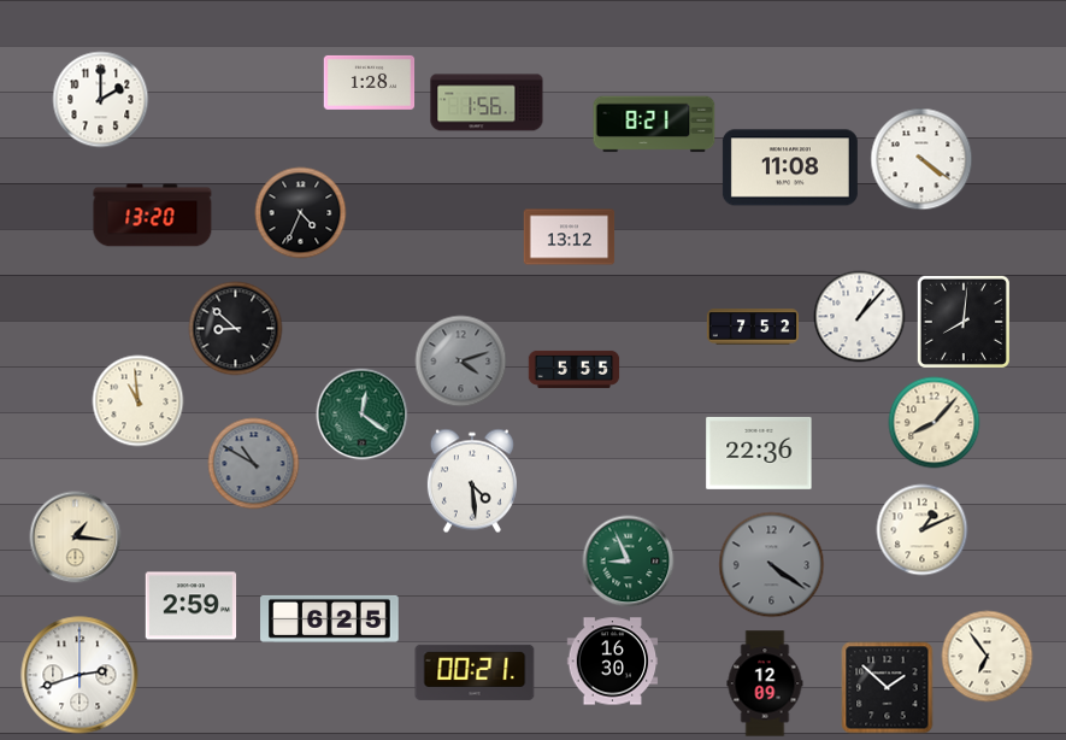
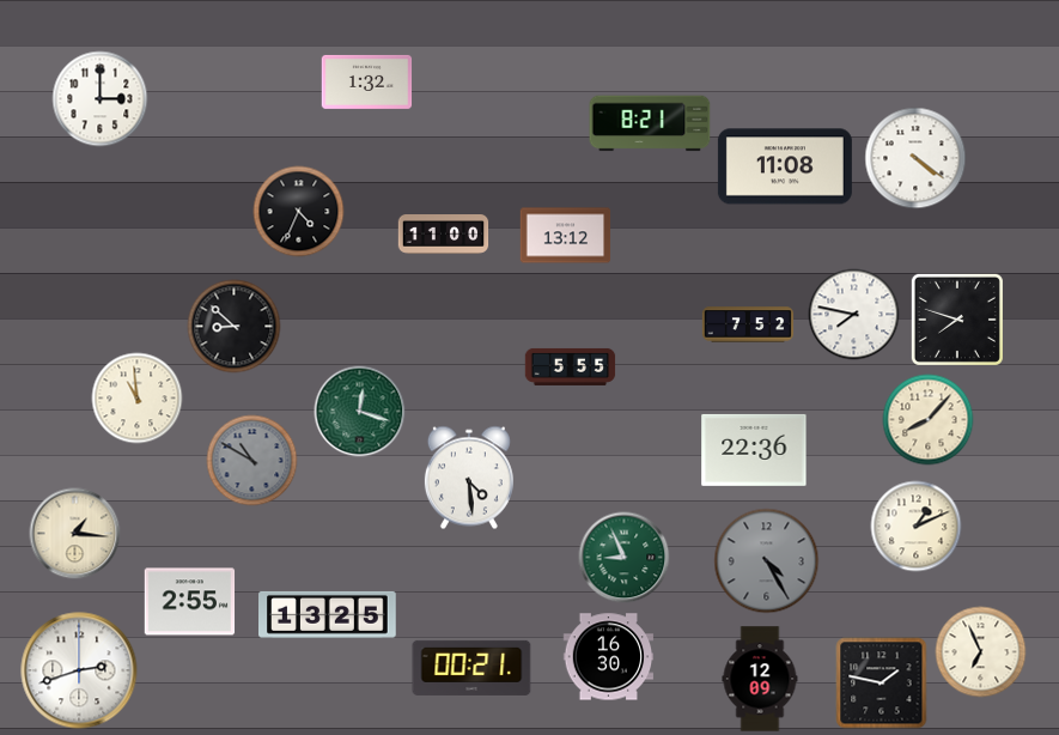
clock at (370, 82): 1:28 -> 1:32
clock at (101, 100): 2:00 -> 3:00
clock at (487, 102): 1:56 -> none
clock at (153, 216): 13:20 -> none
clock at (444, 235): none -> 11:00
clock at (860, 317): 1:07 -> 7:47
clock at (964, 322): 8:01 -> 7:48
clock at (461, 362): 4:12 -> none
clock at (363, 415): 12:21 -> 12:18
clock at (772, 565): 4:21 -> 4:25
clock at (192, 606): 2:59 -> 2:55
clock at (330, 618): 6:25 -> 13:25
clock at (988, 657): 6:54 -> 6:56
clock at (888, 688): 1:52 -> 1:47
